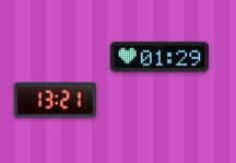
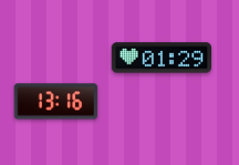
clock at (56, 101): 13:21 -> 13:16
